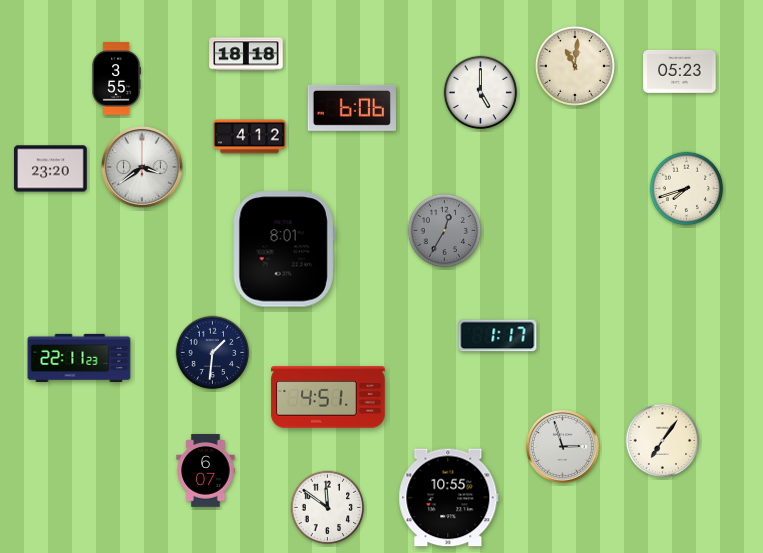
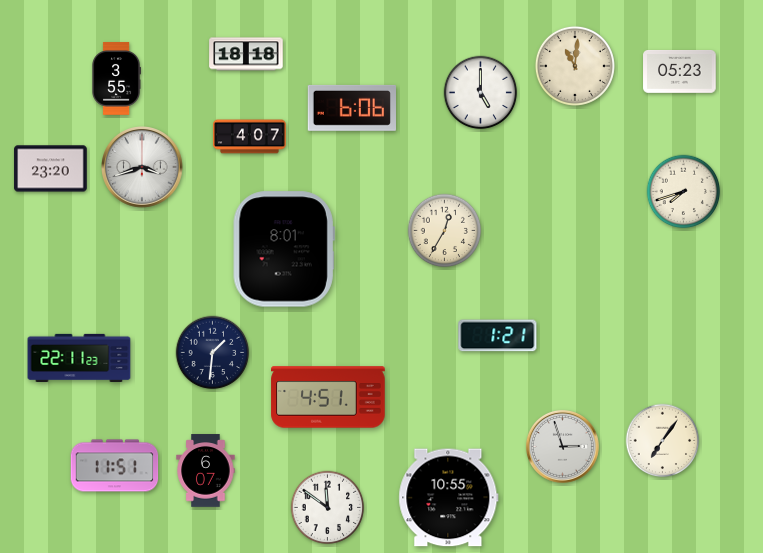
clock at (250, 137): 4:12 -> 4:07
clock at (143, 168): 3:39 -> 3:42
clock at (687, 189) position: (687, 189) -> (684, 192)
clock at (445, 231) dial: grey -> cream
clock at (498, 336): 1:17 -> 1:21
clock at (115, 466): none -> 11:51
